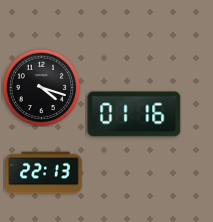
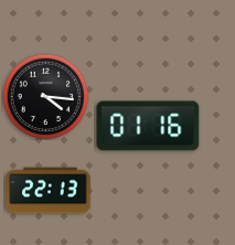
clock at (41, 87): 4:18 -> 4:16
